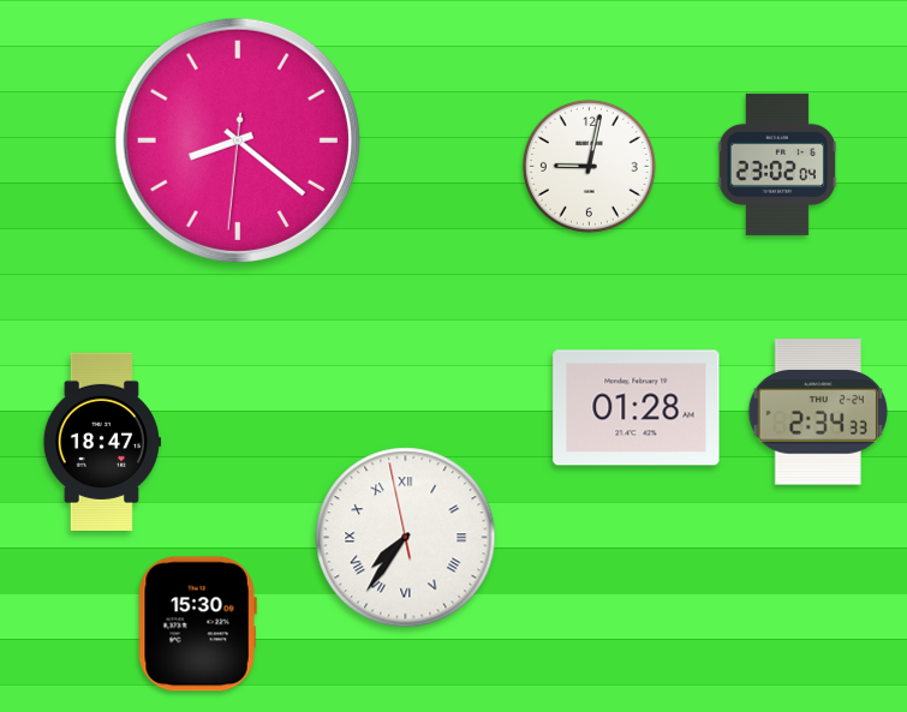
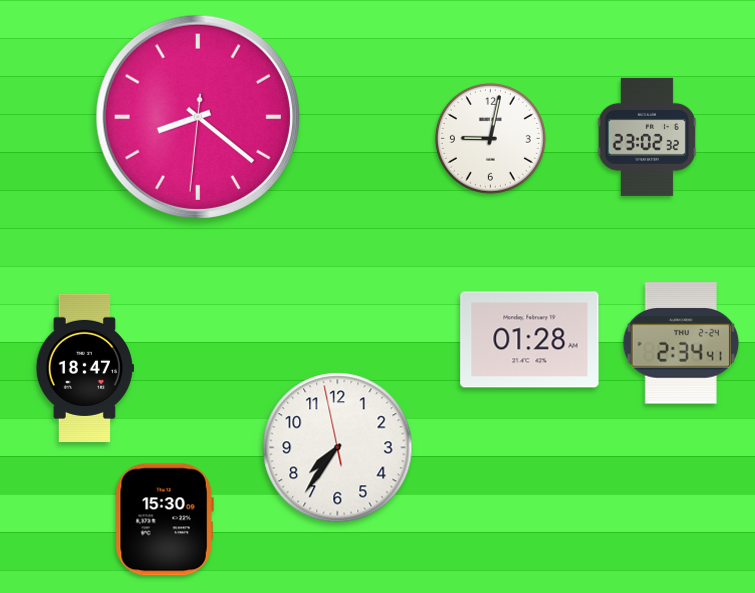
clock at (777, 164): 23:02:04 -> 23:02:32
clock at (818, 412): 2:34:33 -> 2:34:41
clock at (406, 538) numerals: Roman -> Arabic
